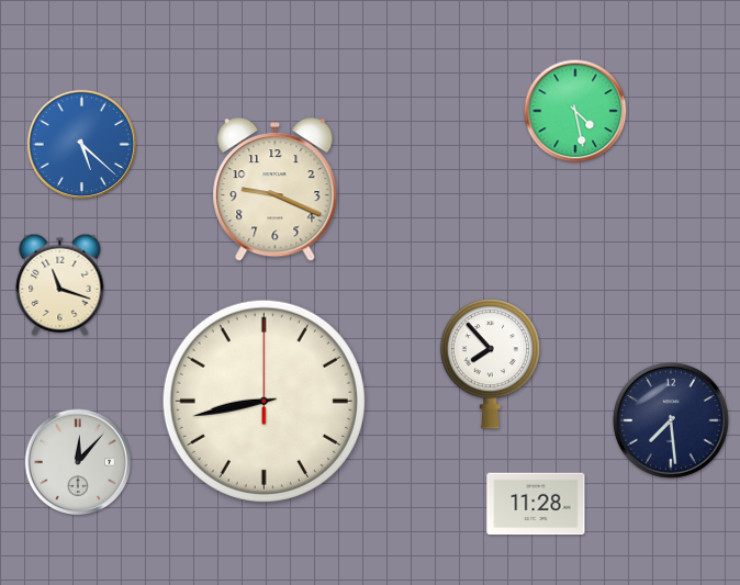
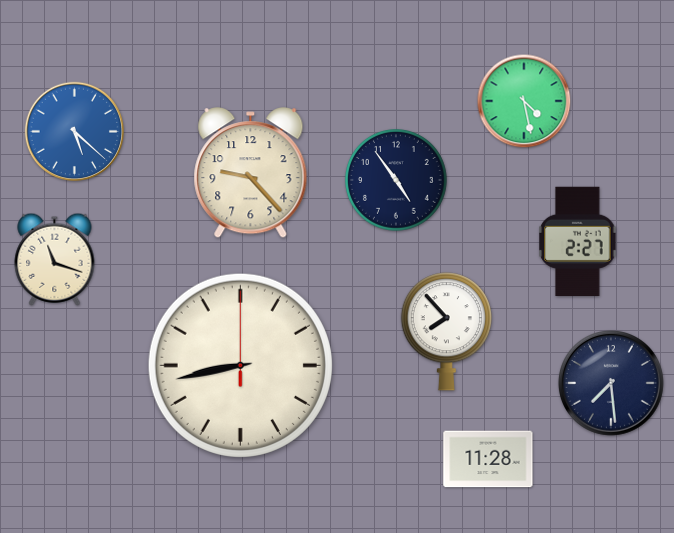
clock at (276, 190): 9:19 -> 9:23
clock at (397, 181): none -> 4:54
clock at (578, 241): none -> 2:27
clock at (78, 462): 12:07 -> none
